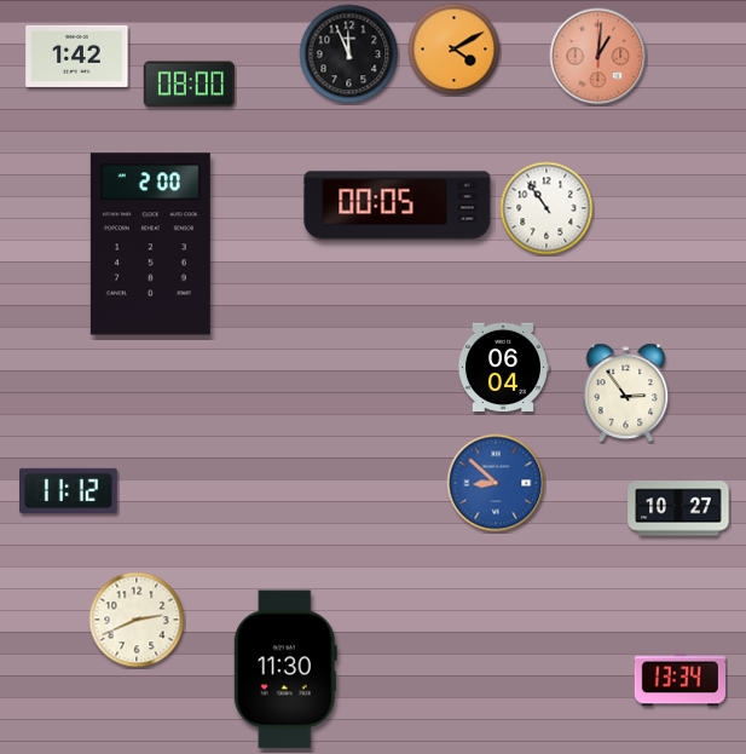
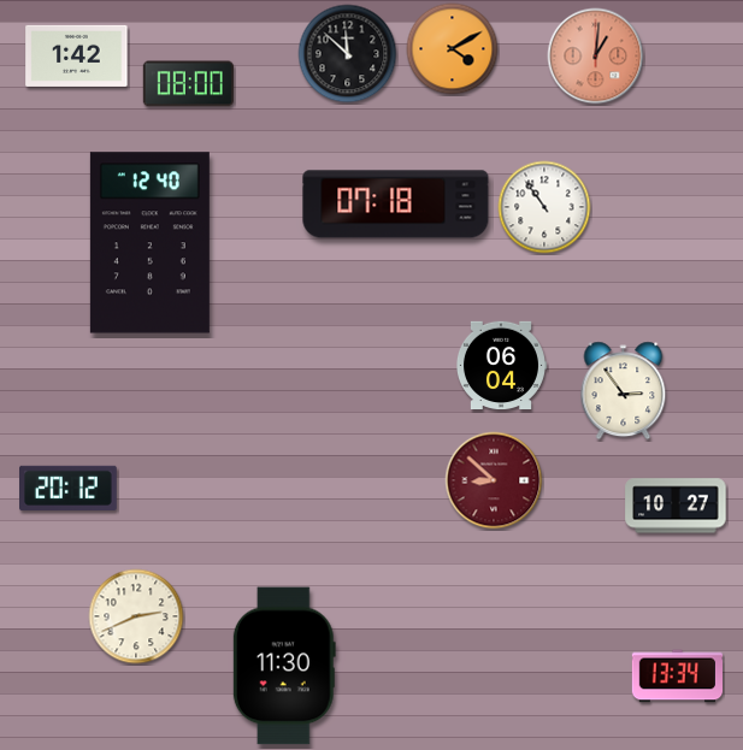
clock at (349, 54): 11:56 -> 11:52
clock at (398, 206): 00:05 -> 07:18
clock at (150, 244): 2:00 -> 12:40
clock at (496, 483) dial: blue -> burgundy
clock at (69, 490): 11:12 -> 20:12
